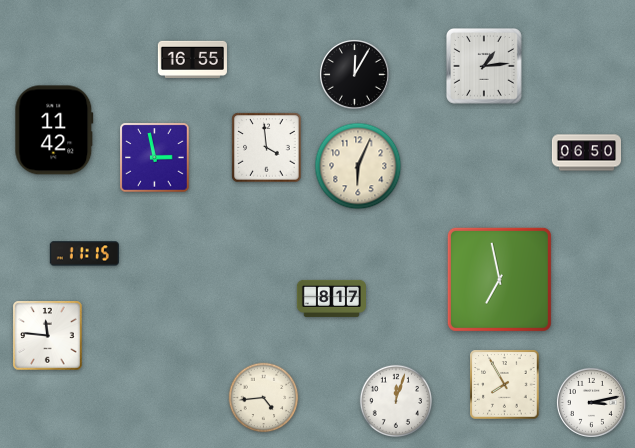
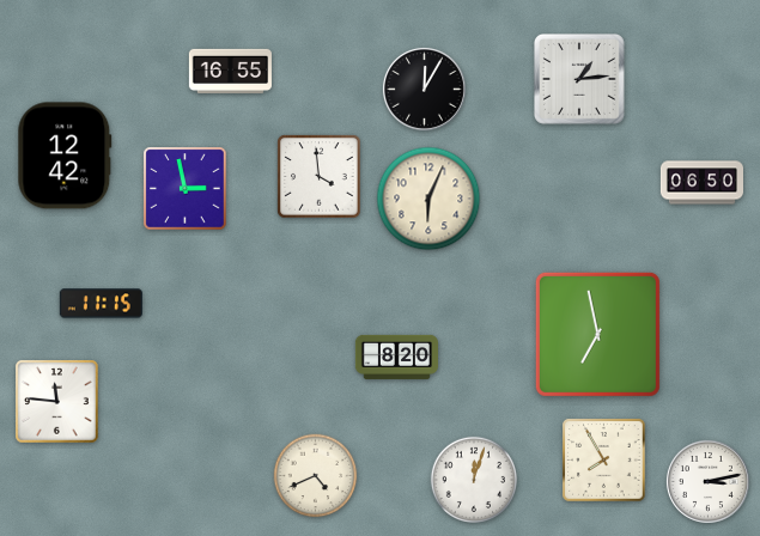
clock at (54, 130): 11:42 -> 12:42
clock at (331, 298): 8:17 -> 8:20
clock at (264, 398): 4:44 -> 4:41
